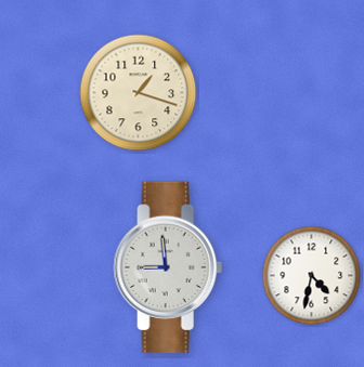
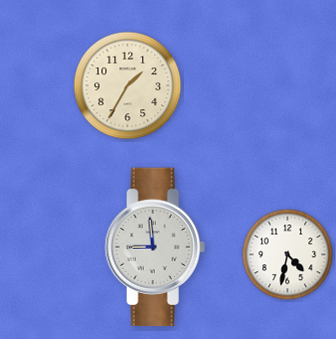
clock at (139, 93): 1:18 -> 1:35
